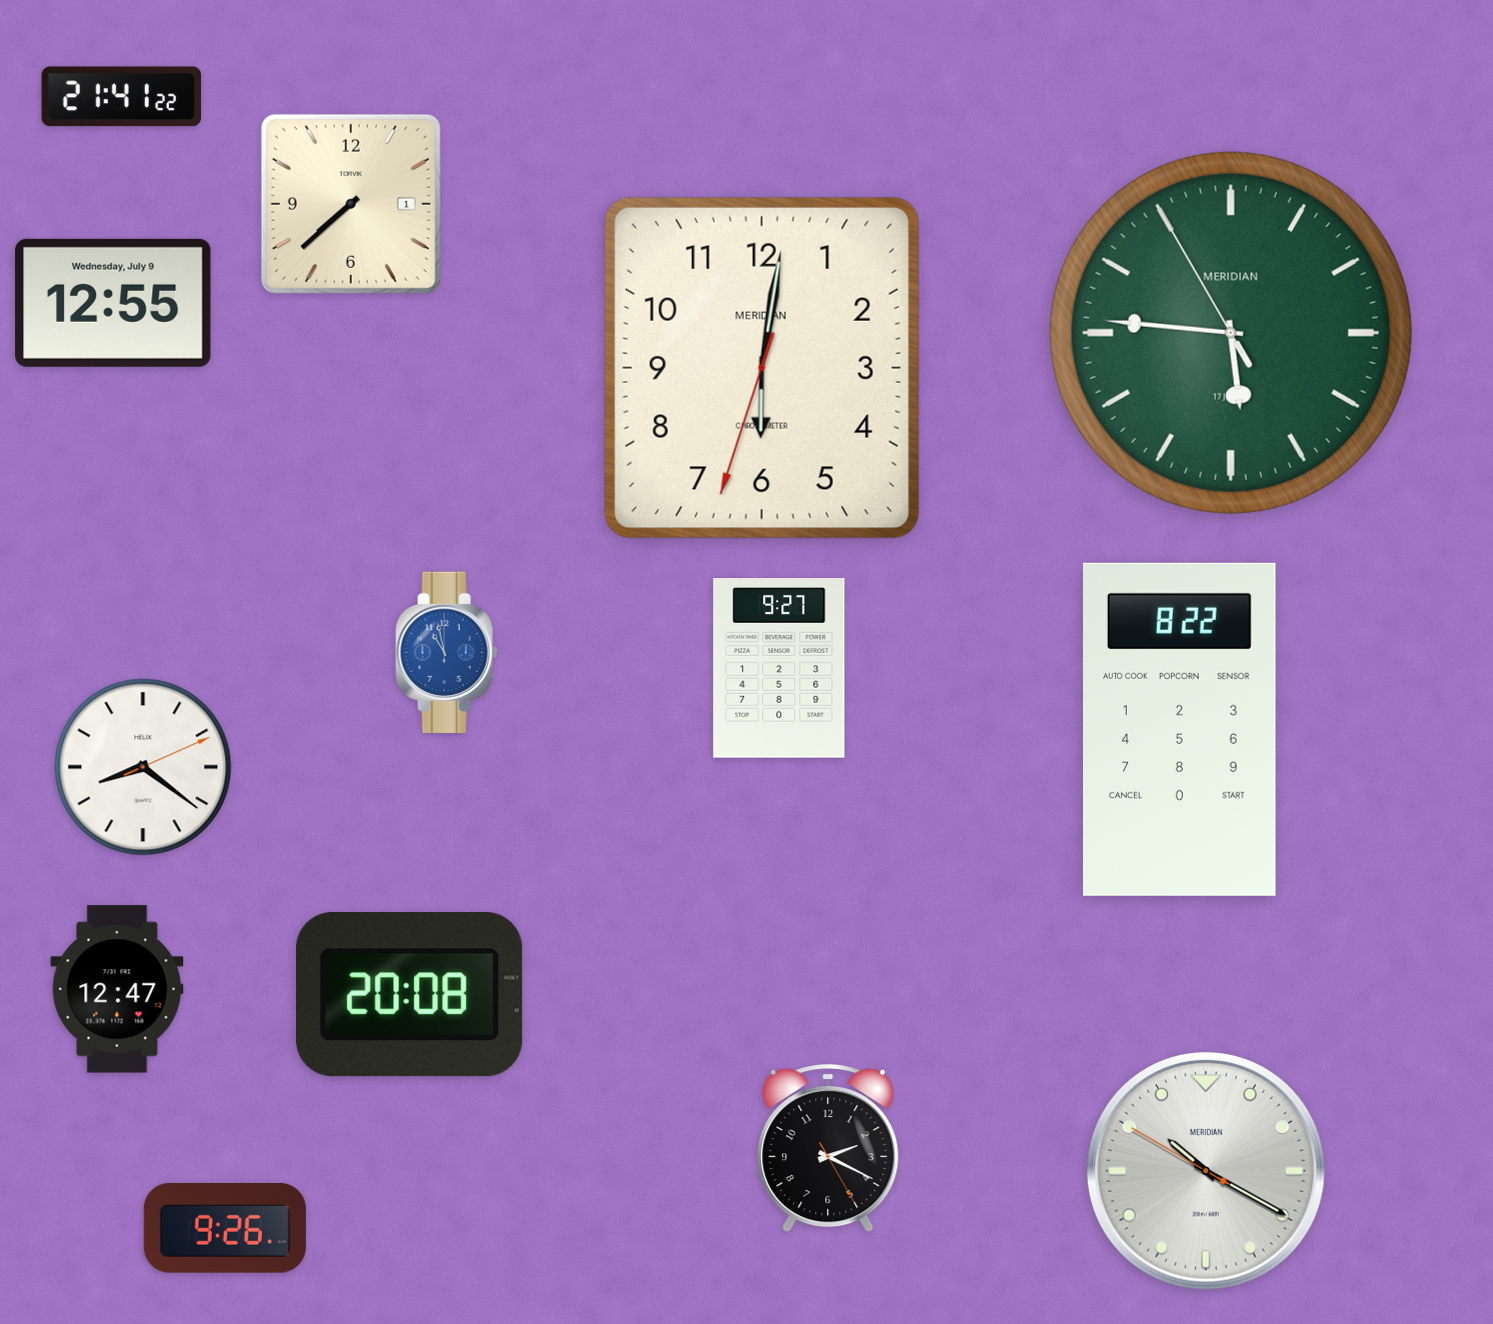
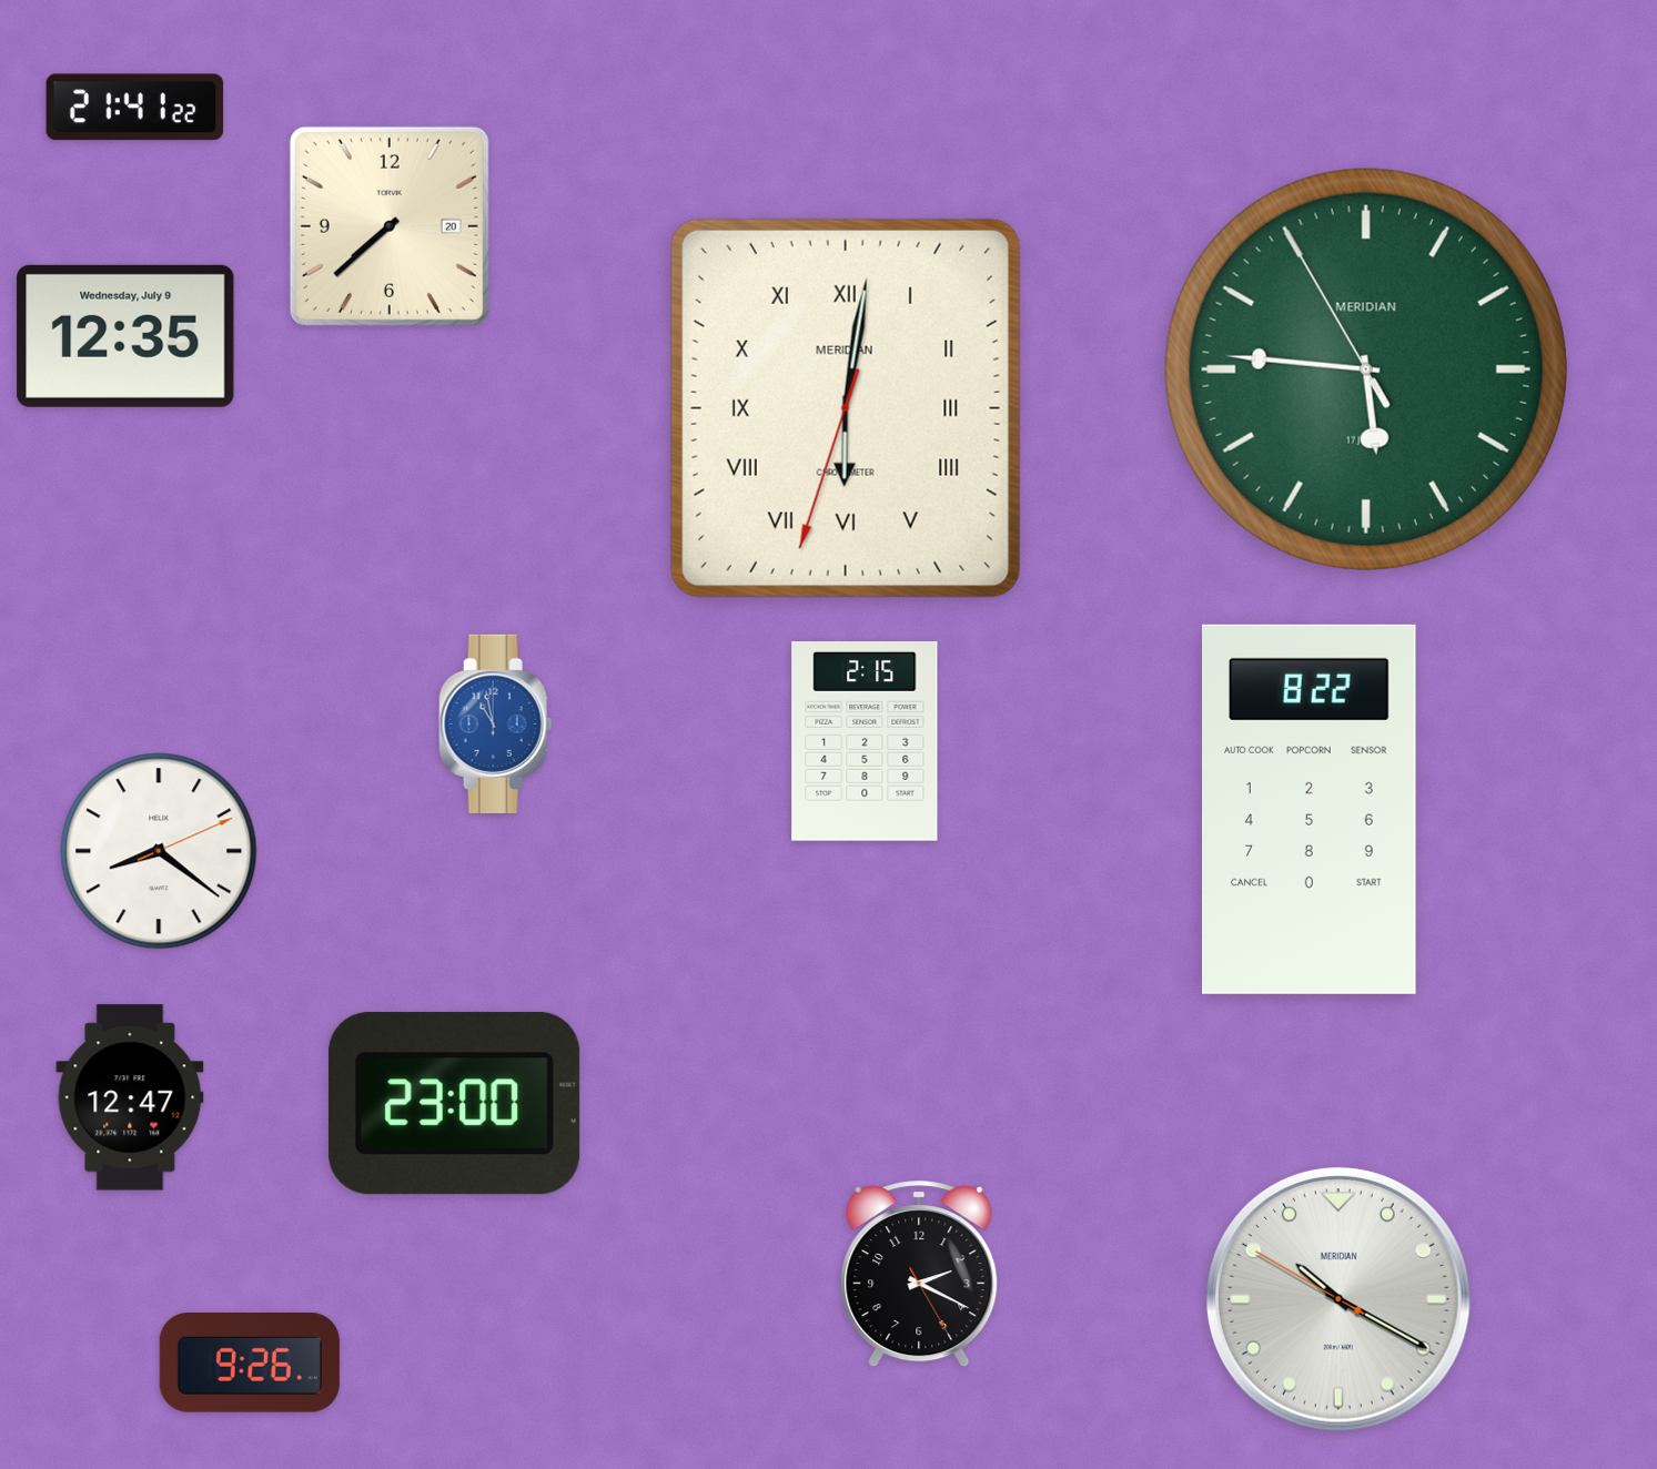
clock at (351, 204) date: 1 -> 20
clock at (113, 303): 12:55 -> 12:35
clock at (762, 368) numerals: Arabic -> Roman
clock at (779, 669): 9:27 -> 2:15
clock at (410, 995): 20:08 -> 23:00
